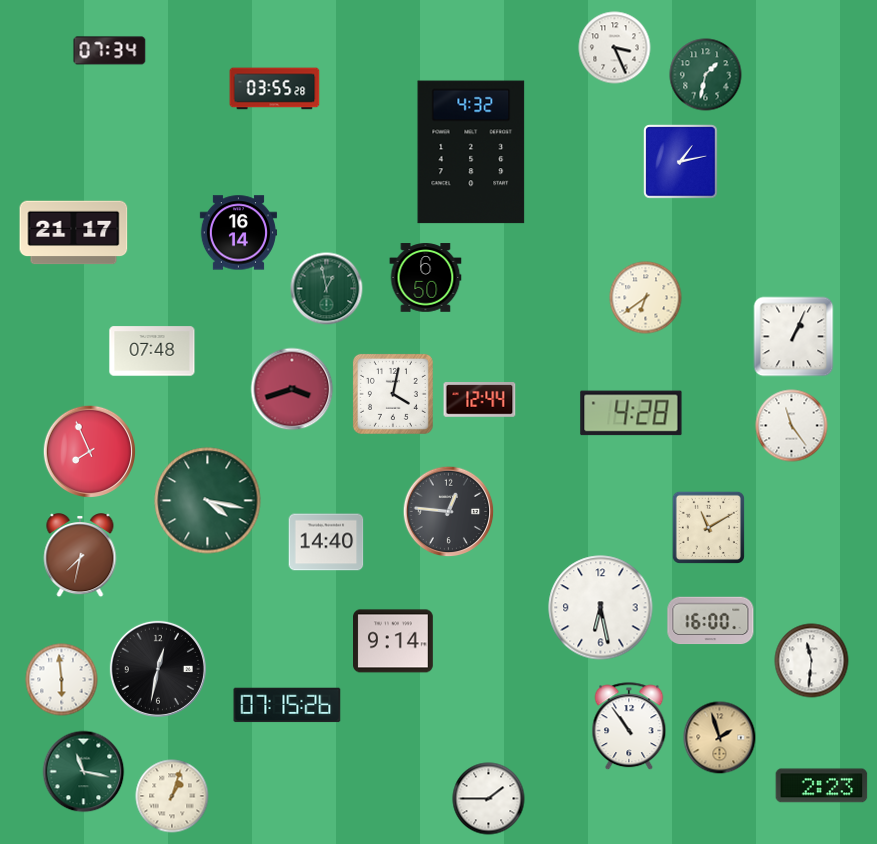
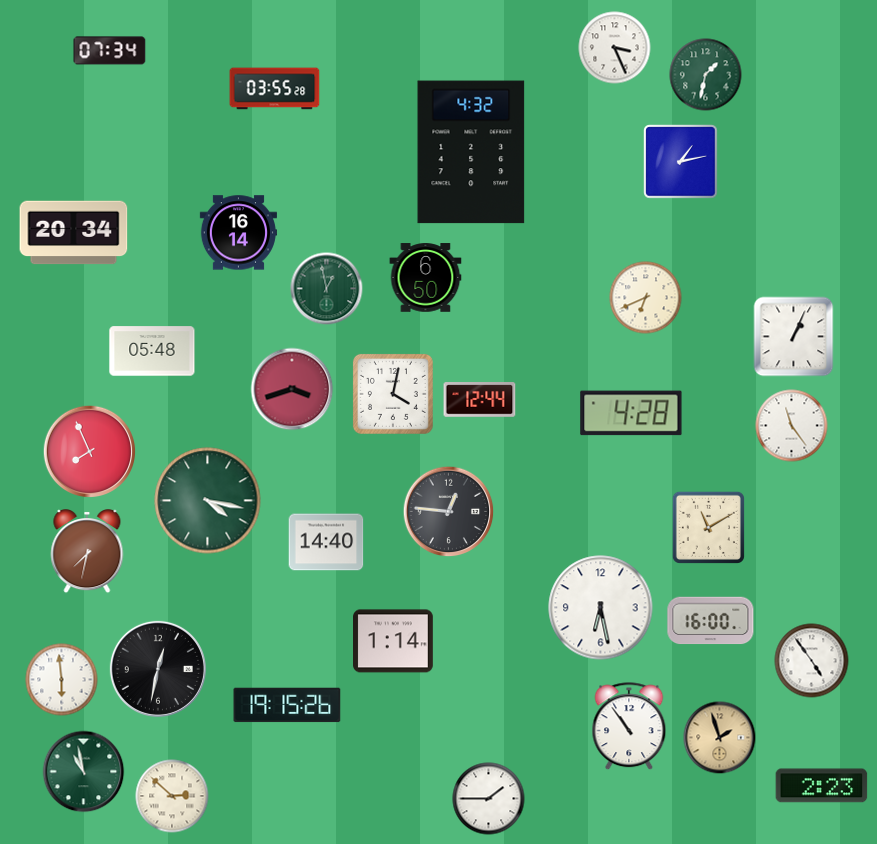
clock at (74, 233): 21:17 -> 20:34
clock at (646, 298): 6:39 -> 6:41
clock at (152, 351): 07:48 -> 05:48
clock at (80, 556) position: (80, 556) -> (87, 552)
clock at (394, 641): 9:14 -> 1:14
clock at (812, 661): 11:31 -> 4:54
clock at (287, 705): 07:15 -> 19:15
clock at (84, 772): 11:17 -> 10:58
clock at (172, 796): 1:03 -> 2:52
